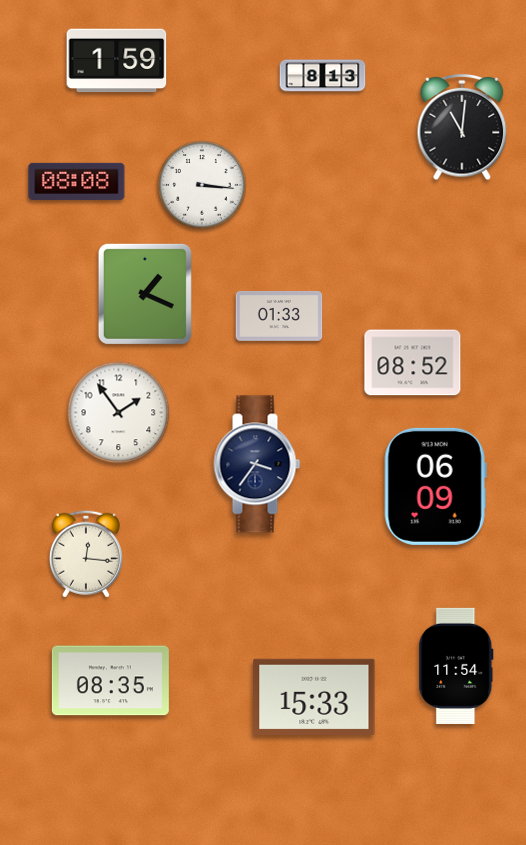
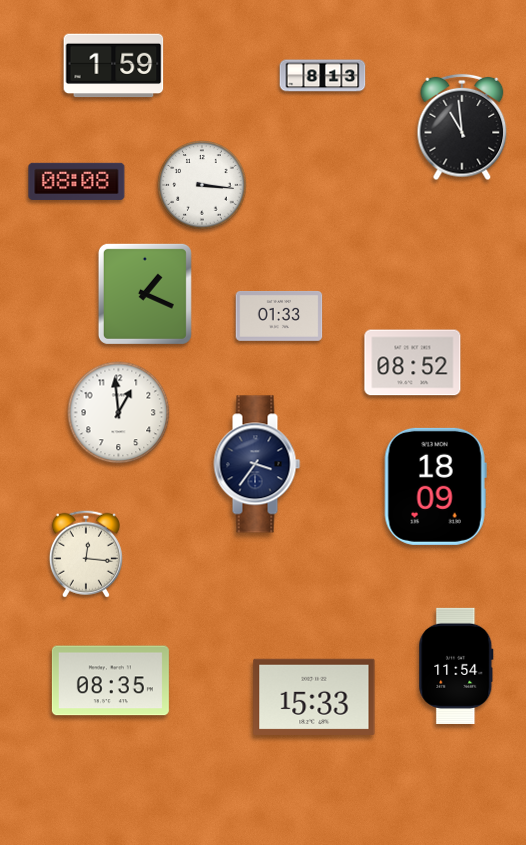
clock at (117, 61) position: (117, 61) -> (114, 66)
clock at (462, 127): 11:01 -> 10:59
clock at (119, 413): 1:54 -> 12:59
clock at (435, 486): 06:09 -> 18:09
